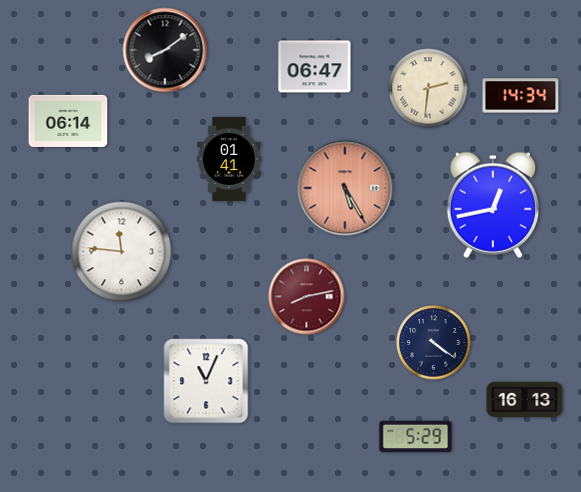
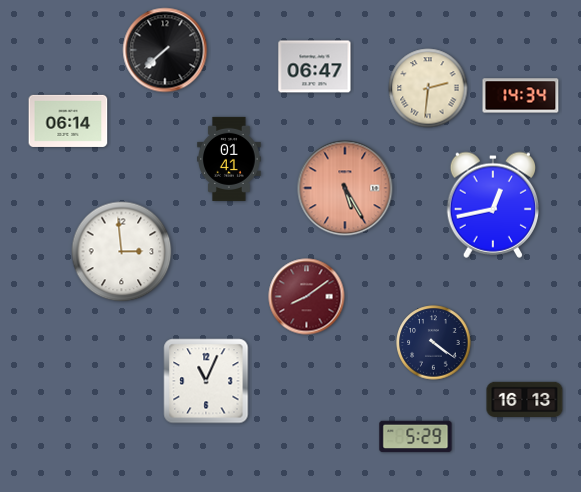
clock at (165, 50): 8:09 -> 7:38
clock at (122, 252): 11:46 -> 2:59
clock at (307, 297): 8:13 -> 8:09
